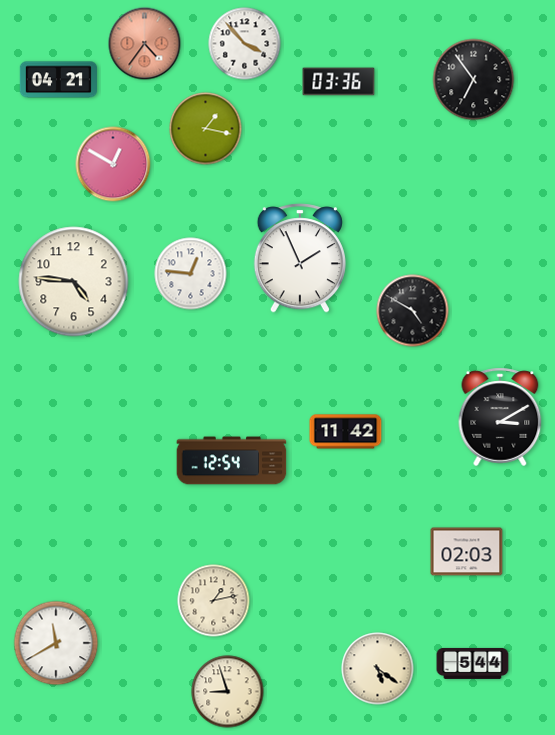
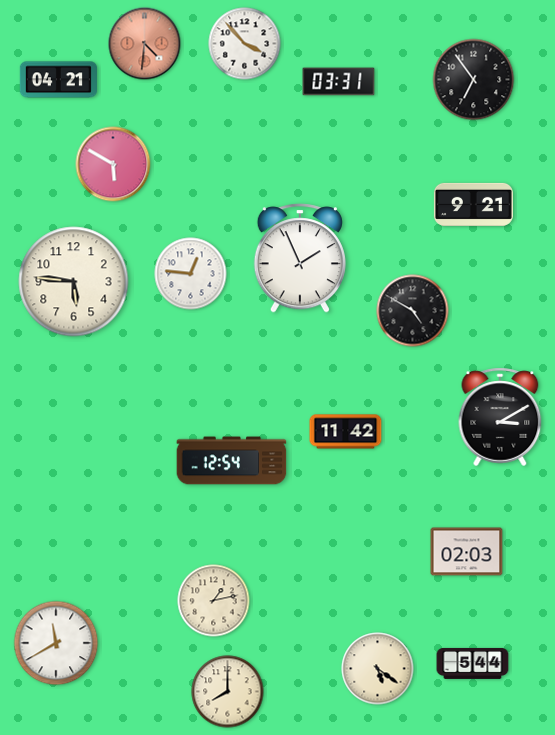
clock at (145, 44): 4:36 -> 4:31
clock at (339, 82): 03:36 -> 03:31
clock at (206, 129): 1:17 -> none
clock at (113, 164): 12:50 -> 5:50
clock at (473, 204): none -> 9:21
clock at (74, 282): 4:46 -> 5:46
clock at (228, 692): 8:57 -> 8:00
